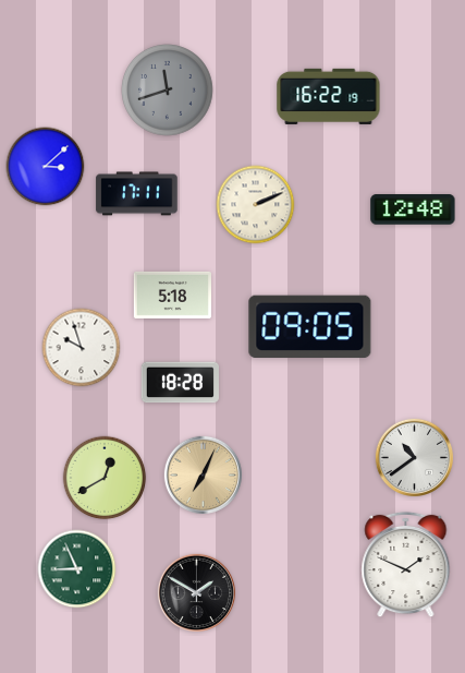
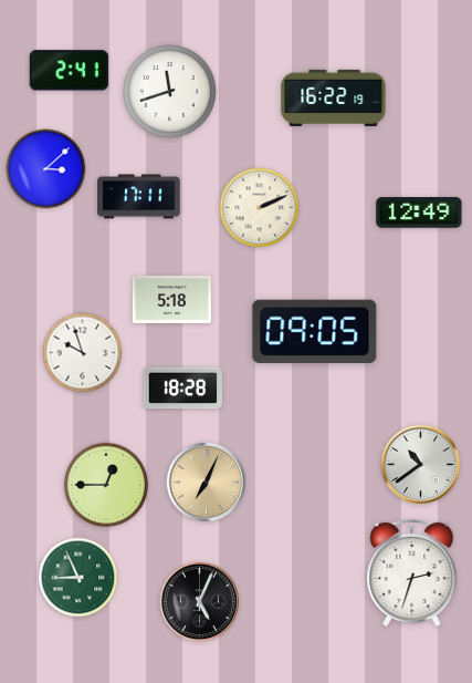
clock at (69, 71): none -> 2:41
clock at (168, 91) dial: grey -> white
clock at (413, 209): 12:48 -> 12:49
clock at (172, 295) position: (172, 295) -> (171, 299)
clock at (105, 478): 12:40 -> 12:45
clock at (406, 565): 1:49 -> 2:33
clock at (196, 592): 1:50 -> 5:04
